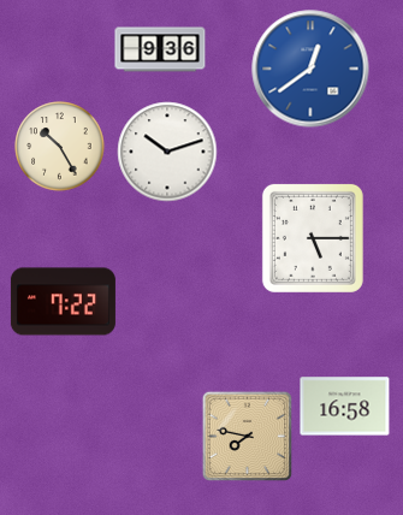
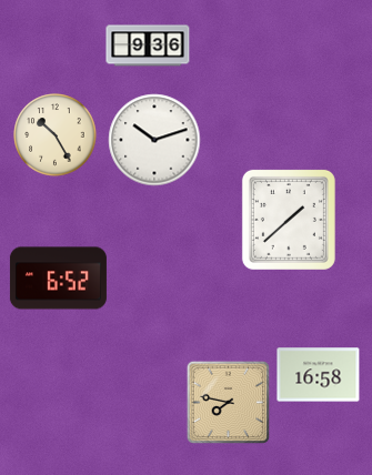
clock at (310, 69): 12:39 -> none
clock at (313, 238): 5:15 -> 1:38
clock at (63, 302): 7:22 -> 6:52
